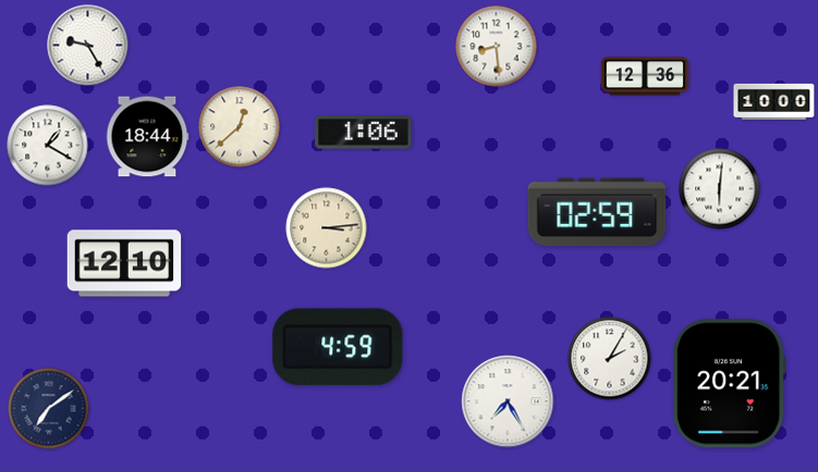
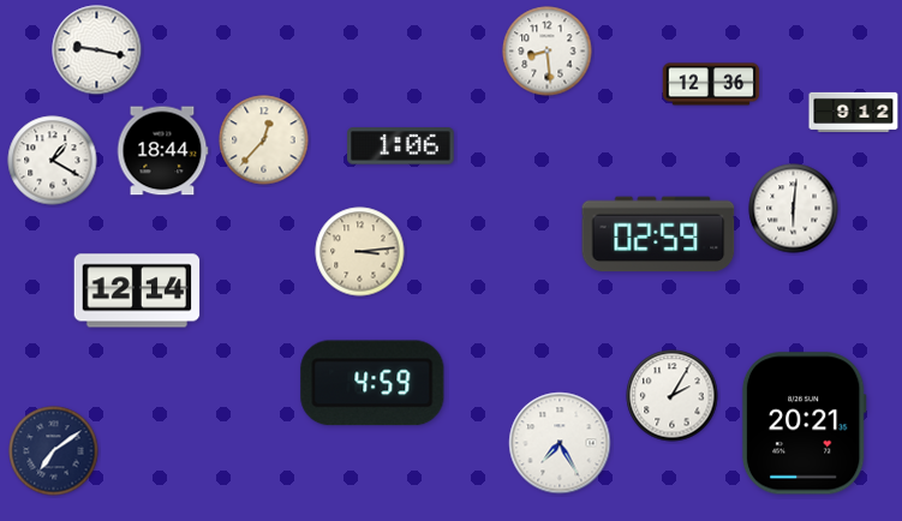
clock at (88, 46): 9:25 -> 9:17
clock at (774, 101): 10:00 -> 9:12
clock at (240, 127): 12:38 -> 12:37
clock at (124, 263): 12:10 -> 12:14
